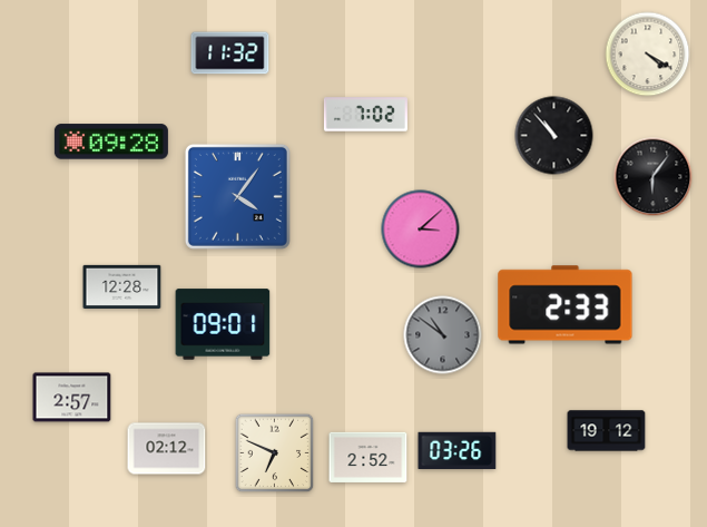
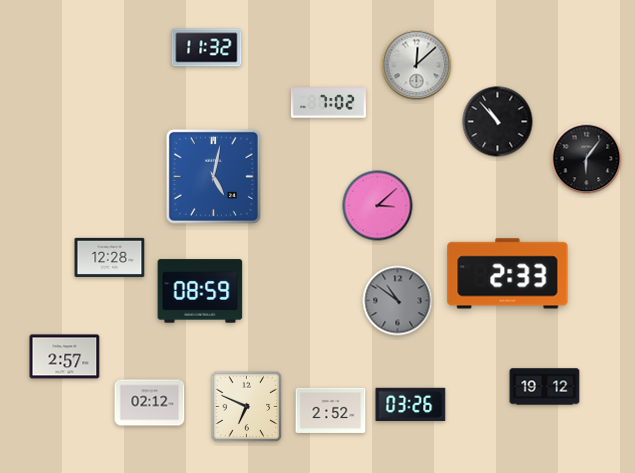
clock at (648, 55): 4:20 -> none
clock at (417, 65): none -> 12:08
clock at (111, 141): 09:28 -> none
clock at (237, 196): 4:06 -> 5:02
clock at (223, 324): 09:01 -> 08:59
